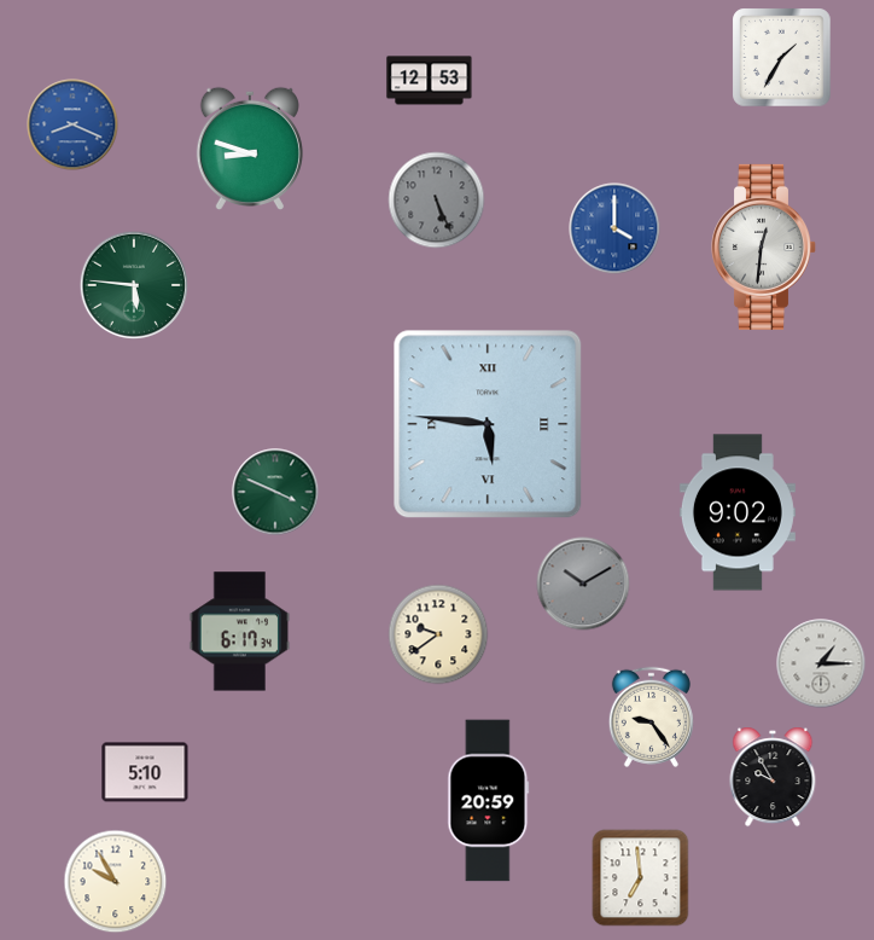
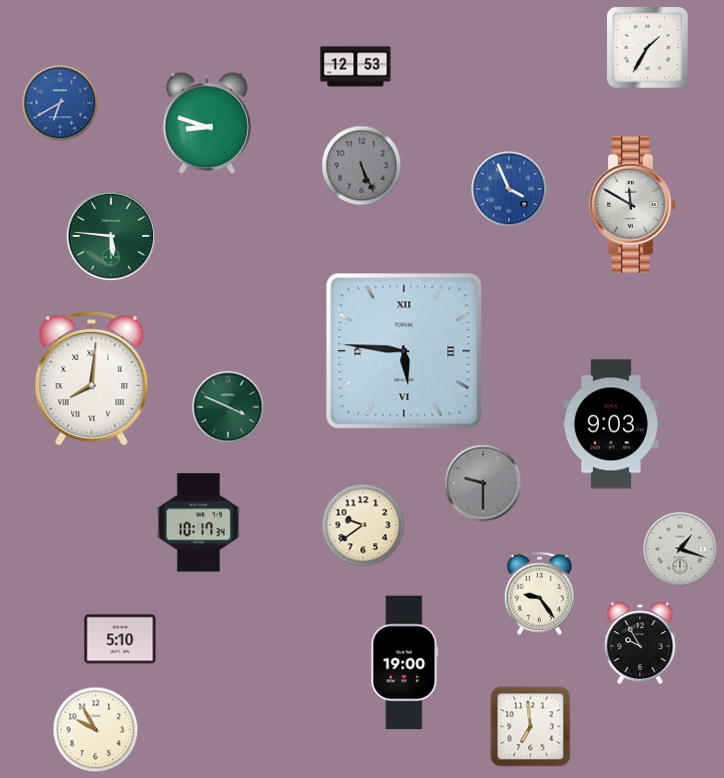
clock at (72, 124): 8:19 -> 6:40
clock at (614, 228): 4:00 -> 3:56
clock at (764, 246): 12:31 -> 11:50
clock at (92, 380): none -> 8:01
clock at (738, 512): 9:02 -> 9:03
clock at (583, 584): 10:10 -> 9:30
clock at (240, 632): 6:17 -> 10:17
clock at (821, 663): 1:15 -> 1:18
clock at (489, 801): 20:59 -> 19:00
